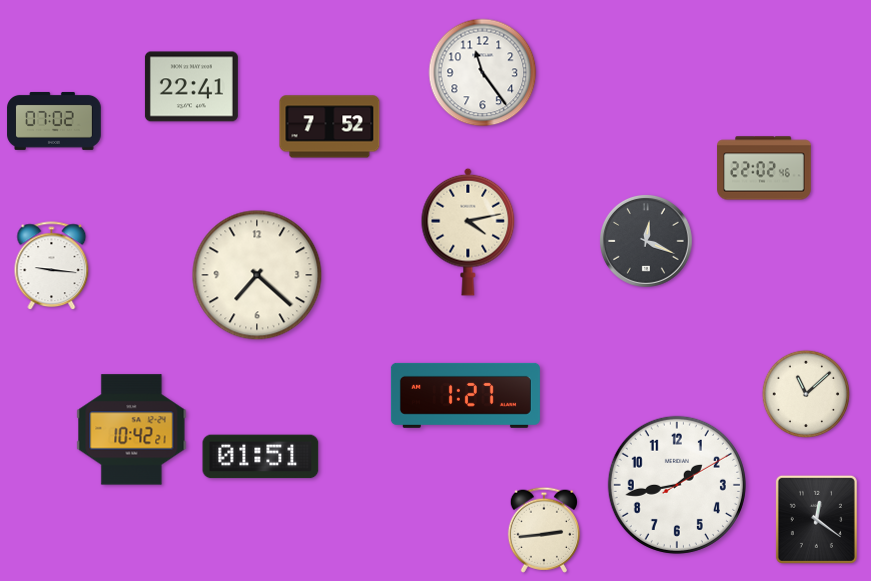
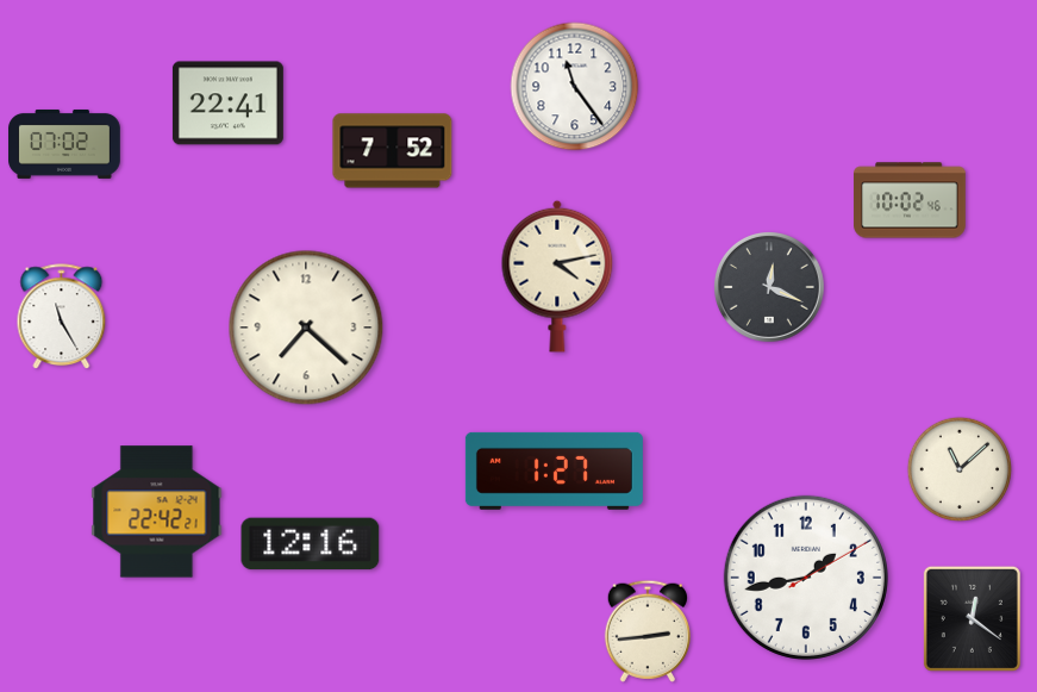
clock at (764, 168): 22:02 -> 10:02
clock at (52, 266): 9:16 -> 11:25
clock at (132, 430): 10:42 -> 22:42
clock at (261, 457): 01:51 -> 12:16
